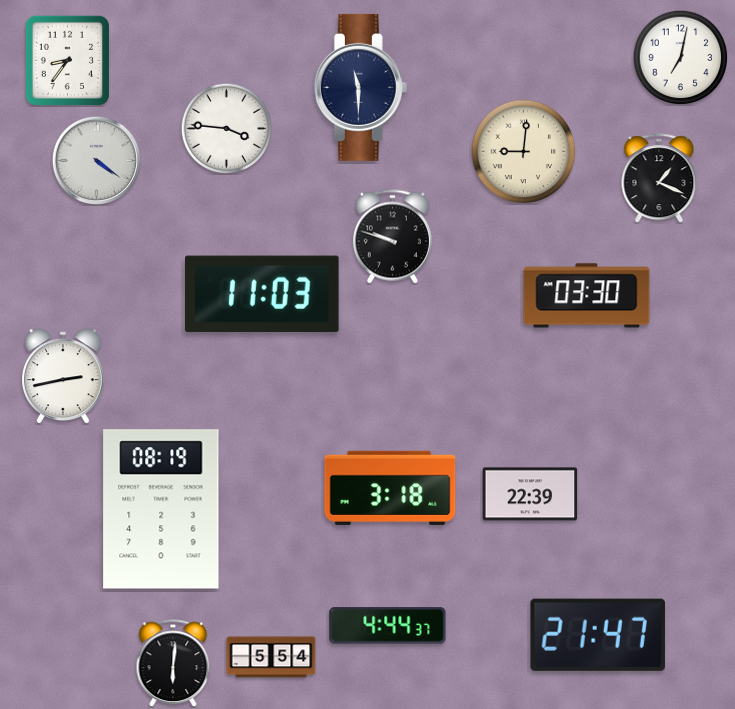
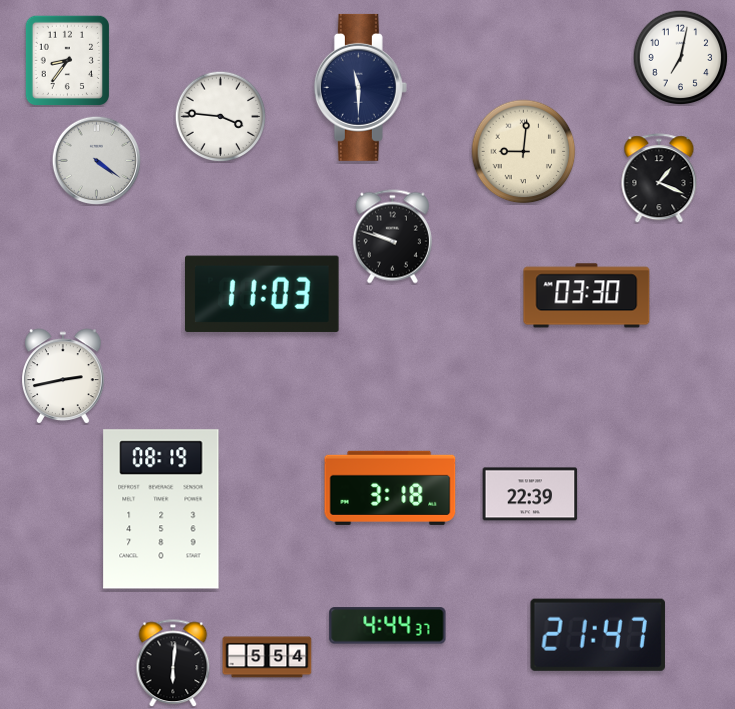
clock at (226, 128) position: (226, 128) -> (220, 116)
clock at (271, 657) position: (271, 657) -> (267, 657)
